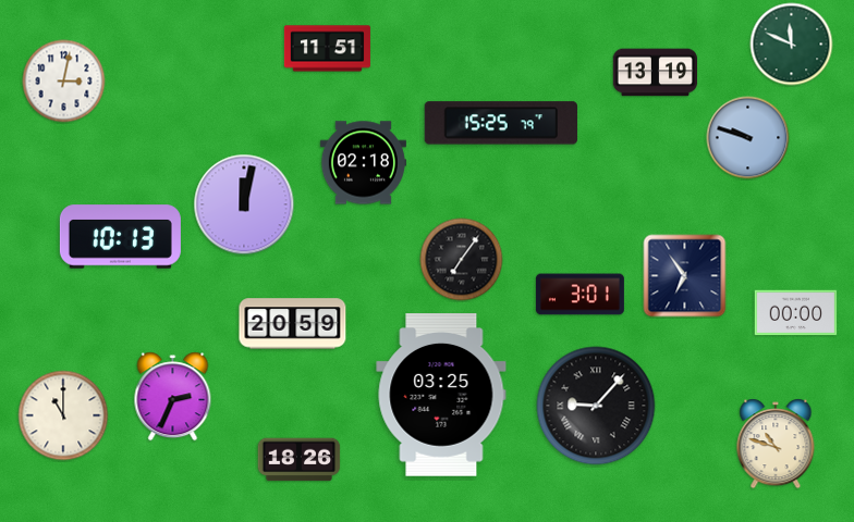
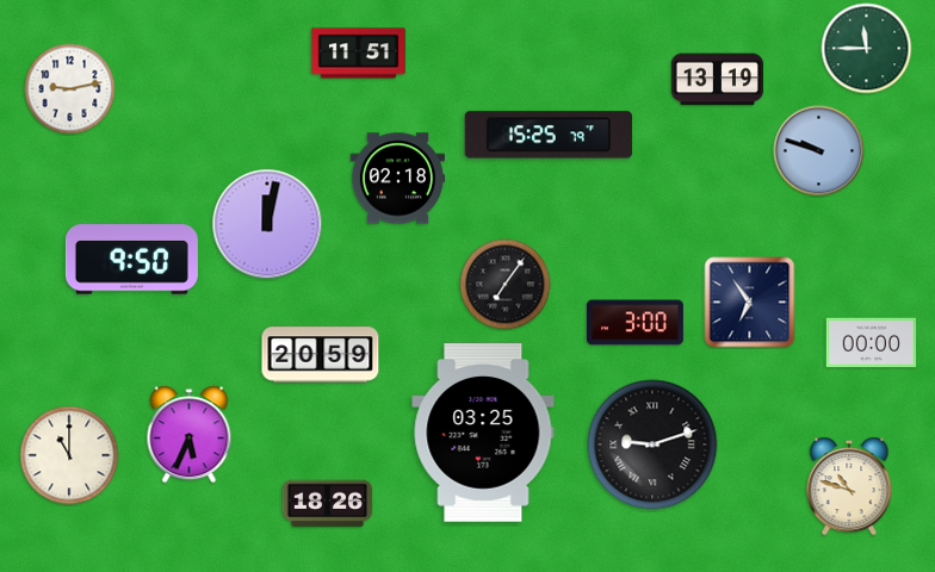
clock at (792, 45): 11:49 -> 11:45
clock at (64, 82): 3:02 -> 9:13
clock at (120, 237): 10:13 -> 9:50
clock at (579, 295): 3:01 -> 3:00
clock at (173, 397): 2:34 -> 5:34
clock at (596, 406): 9:07 -> 9:12
